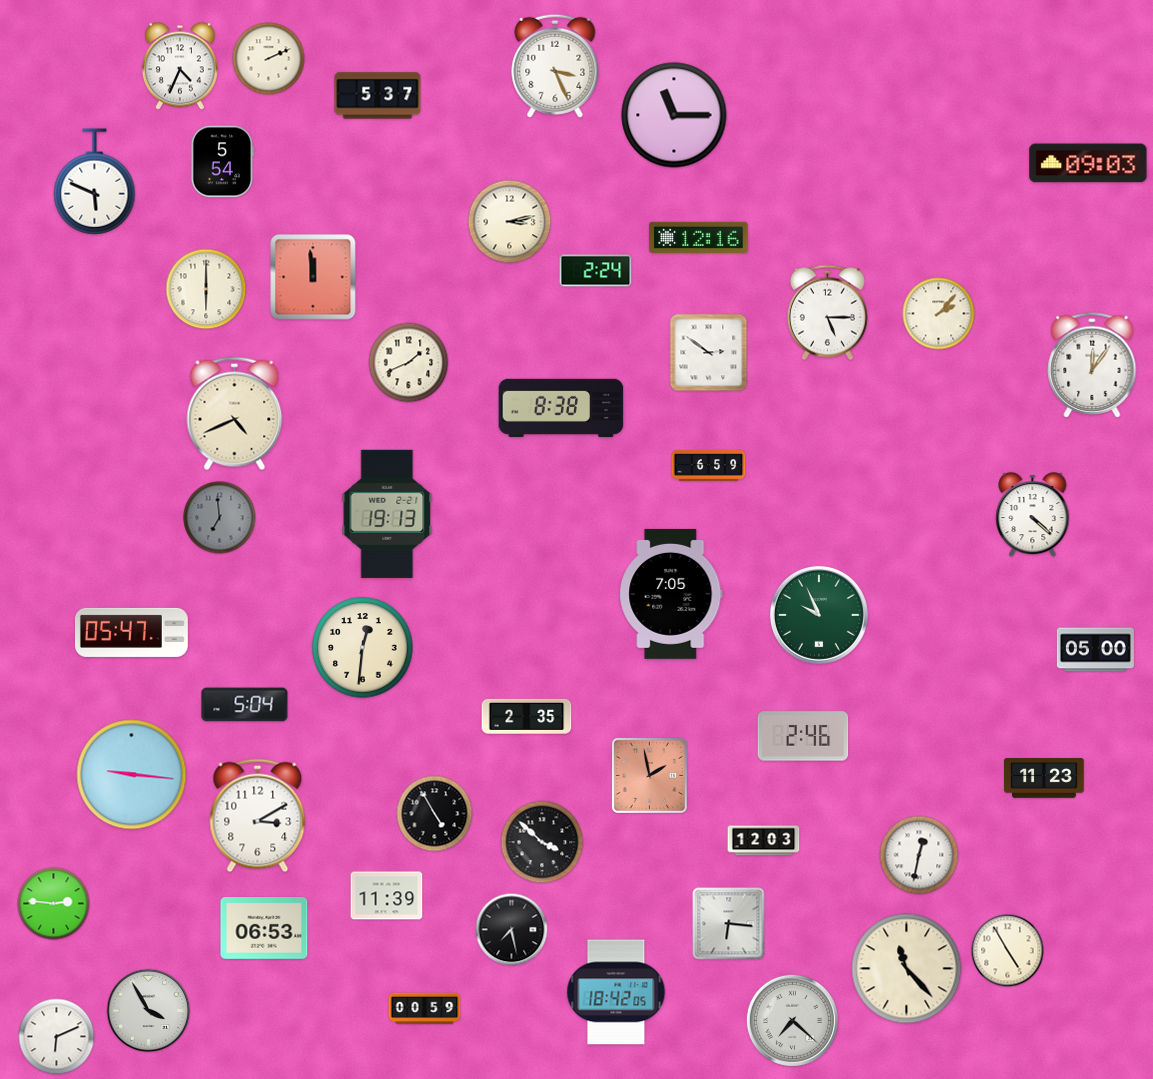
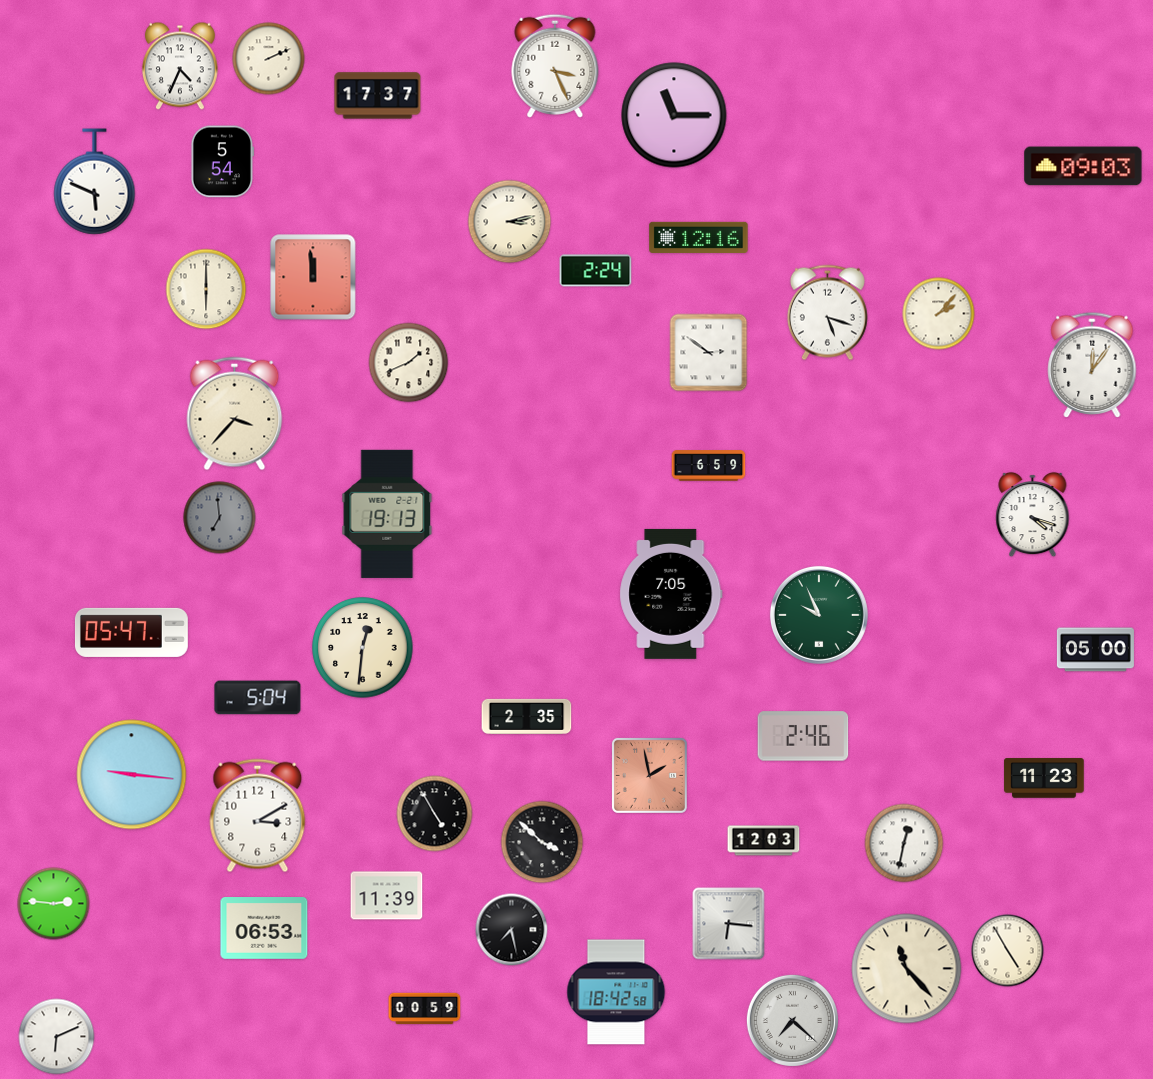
clock at (378, 96): 5:37 -> 17:37
clock at (1088, 163) position: (1088, 163) -> (1083, 166)
clock at (827, 313): 5:15 -> 5:18
clock at (561, 408): 8:38 -> none
clock at (235, 414): 4:41 -> 3:37
clock at (1033, 515): 4:22 -> 4:18
clock at (245, 705) position: (245, 705) -> (258, 698)
clock at (919, 855) position: (919, 855) -> (904, 843)
clock at (616, 992): 18:42:05 -> 18:42:58
clock at (149, 1011): 3:55 -> none
